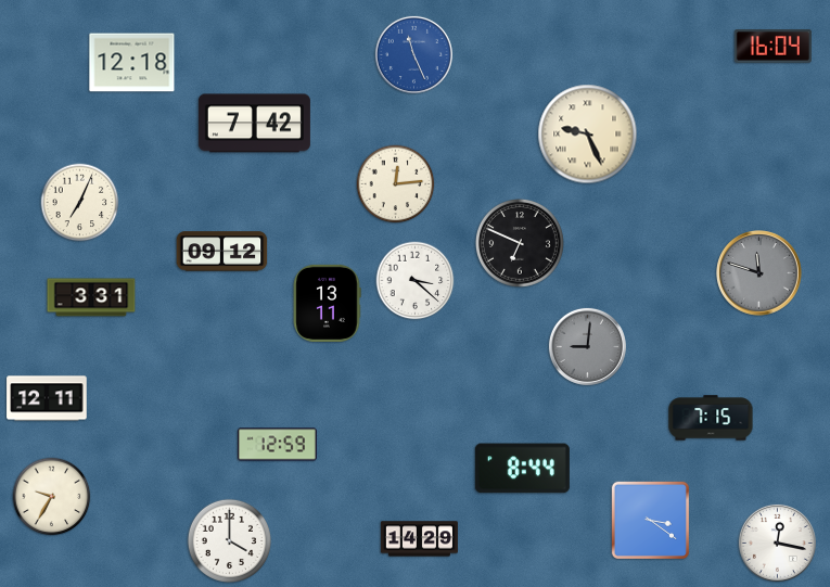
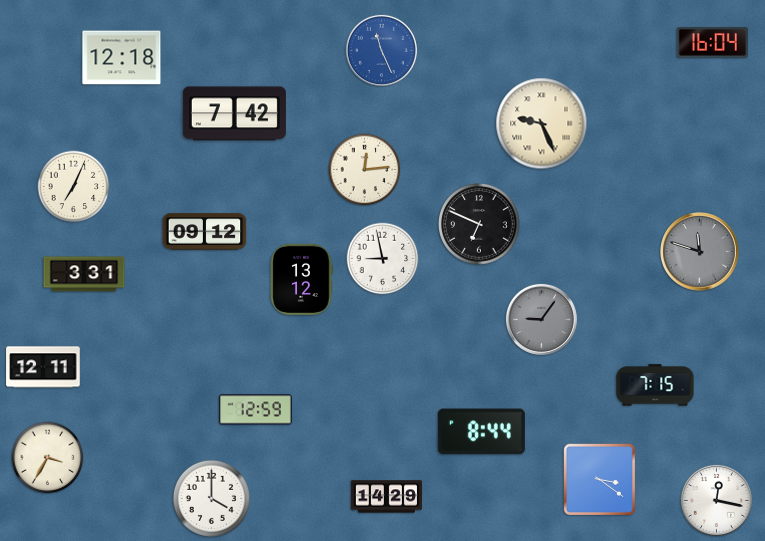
clock at (416, 281): 3:22 -> 8:58
clock at (327, 303): 13:11 -> 13:12
clock at (587, 346): 9:01 -> 9:06
clock at (52, 497): 9:35 -> 3:35
